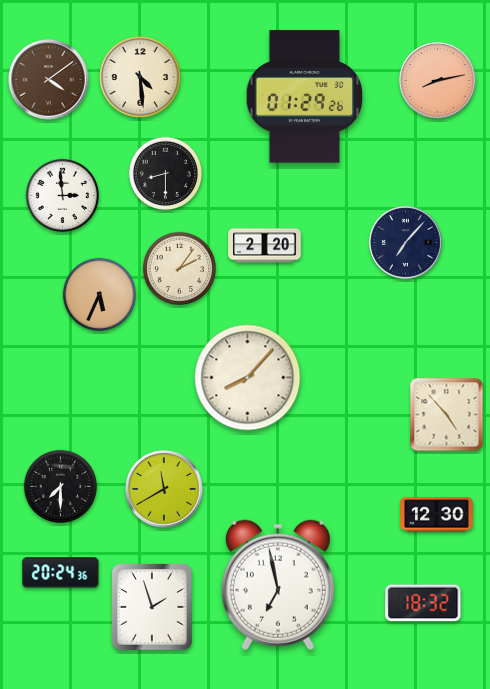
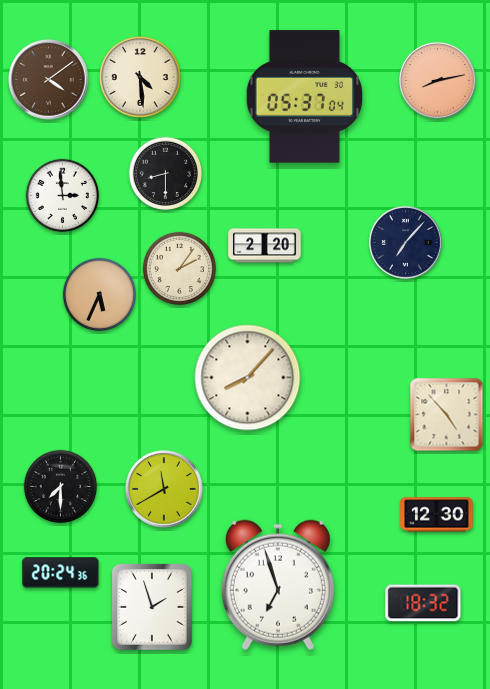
clock at (304, 97): 01:29 -> 05:37
clock at (278, 585): 6:58 -> 6:57
